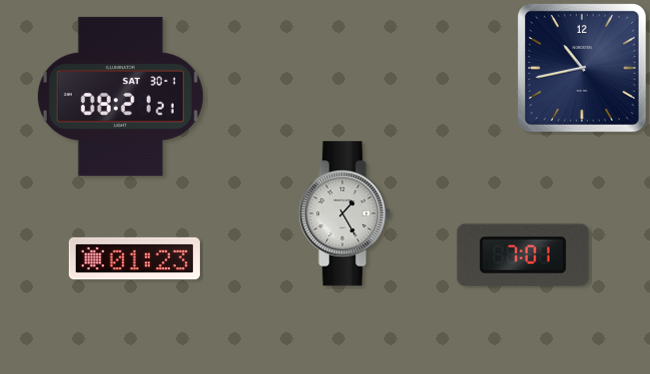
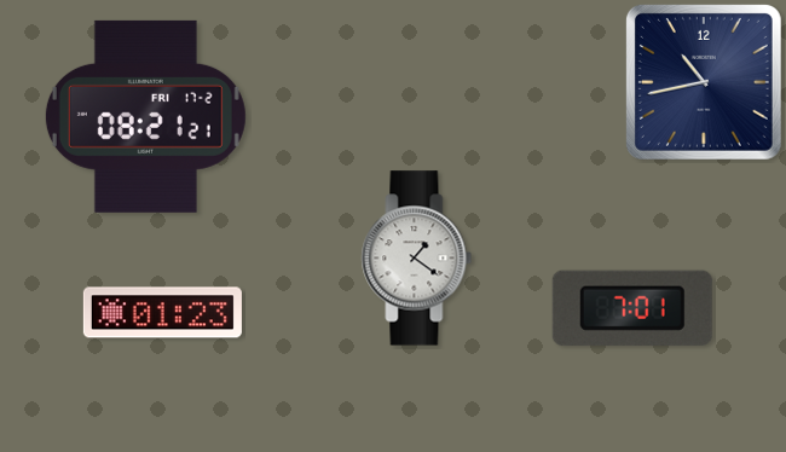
clock at (120, 96) date: SAT 30-1 -> FRI 17-2
clock at (345, 214): 1:25 -> 1:21
